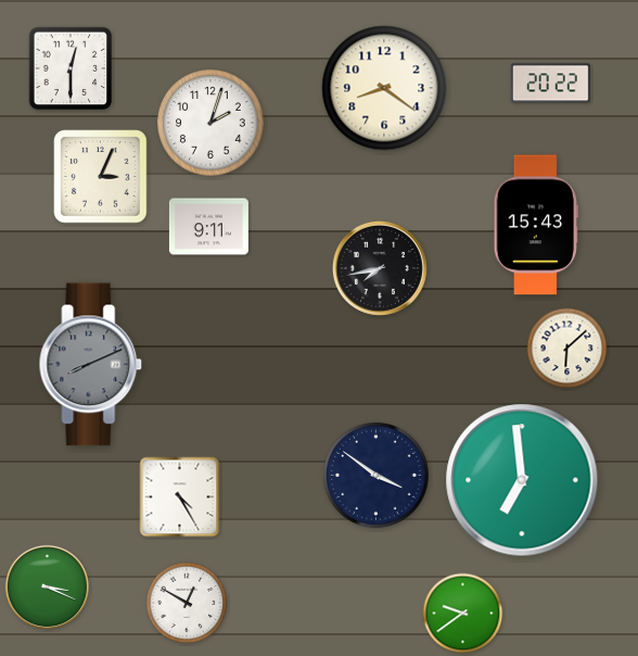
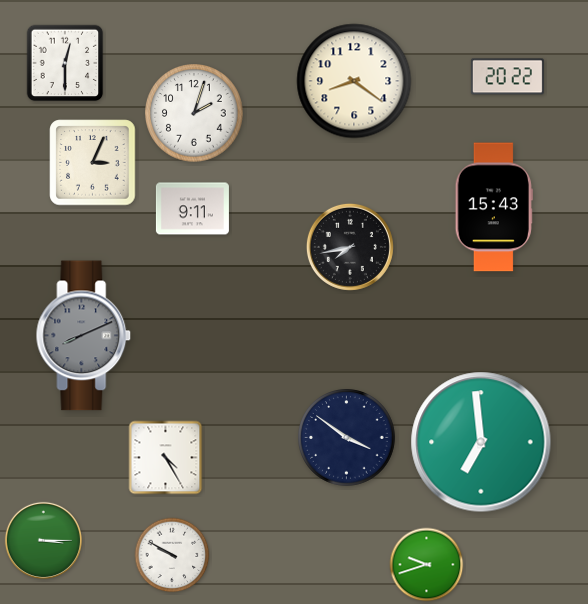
clock at (567, 349): 6:08 -> none
clock at (47, 586): 3:19 -> 3:15
clock at (187, 603): 12:50 -> 9:50
clock at (463, 614): 9:39 -> 9:42
